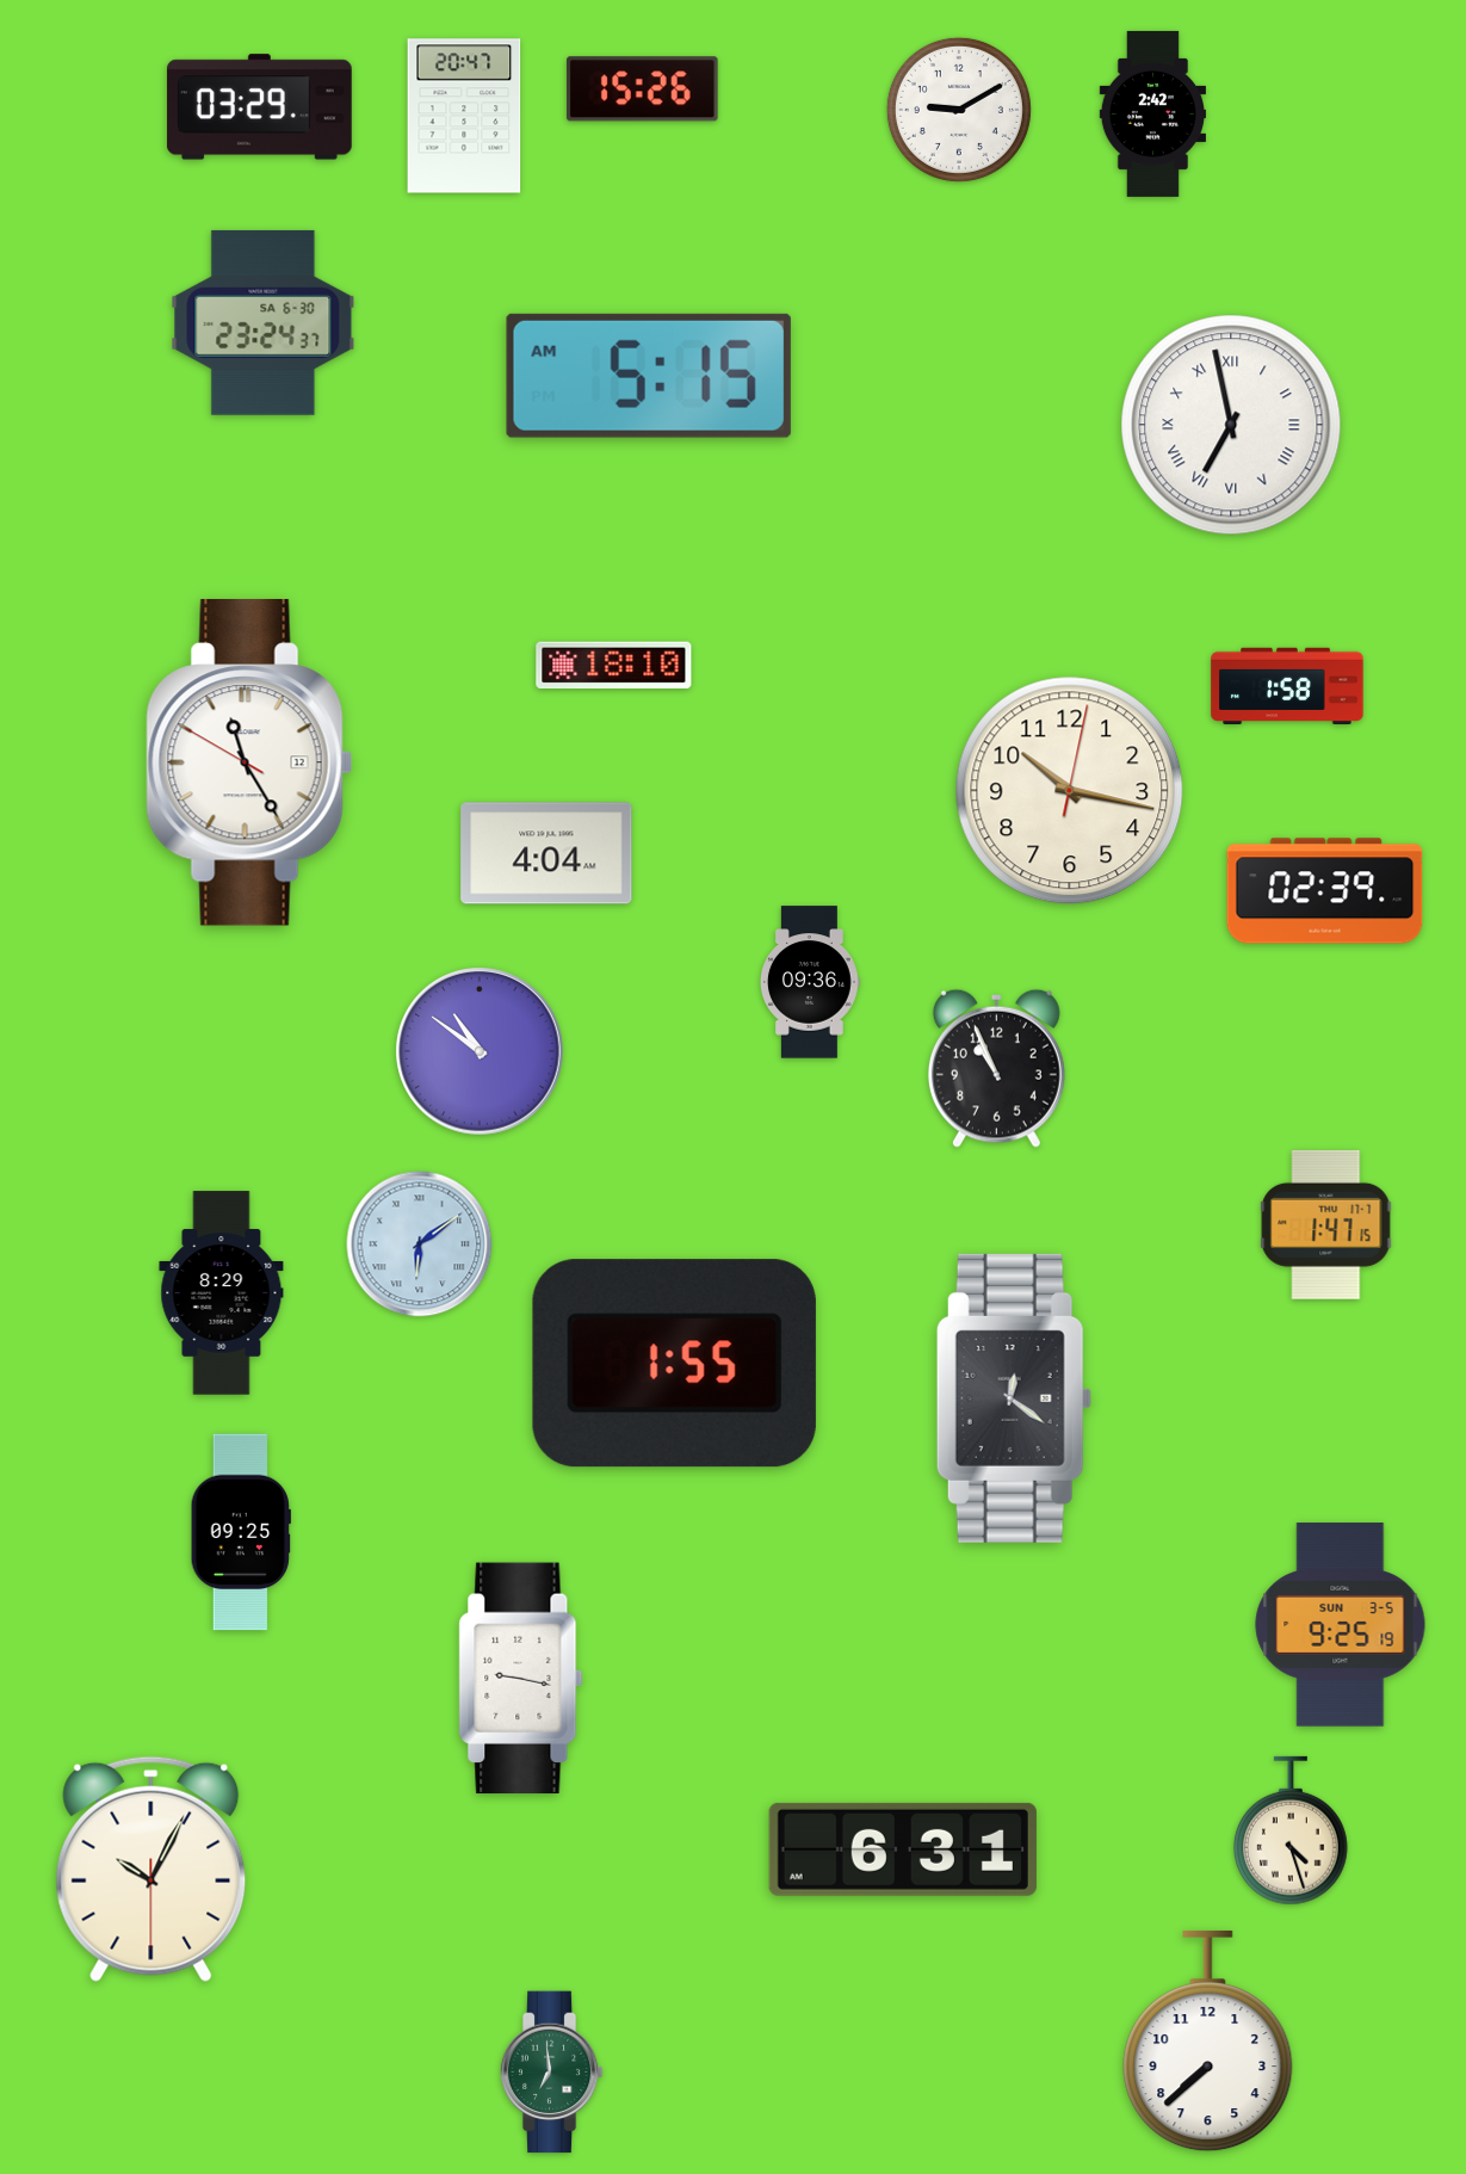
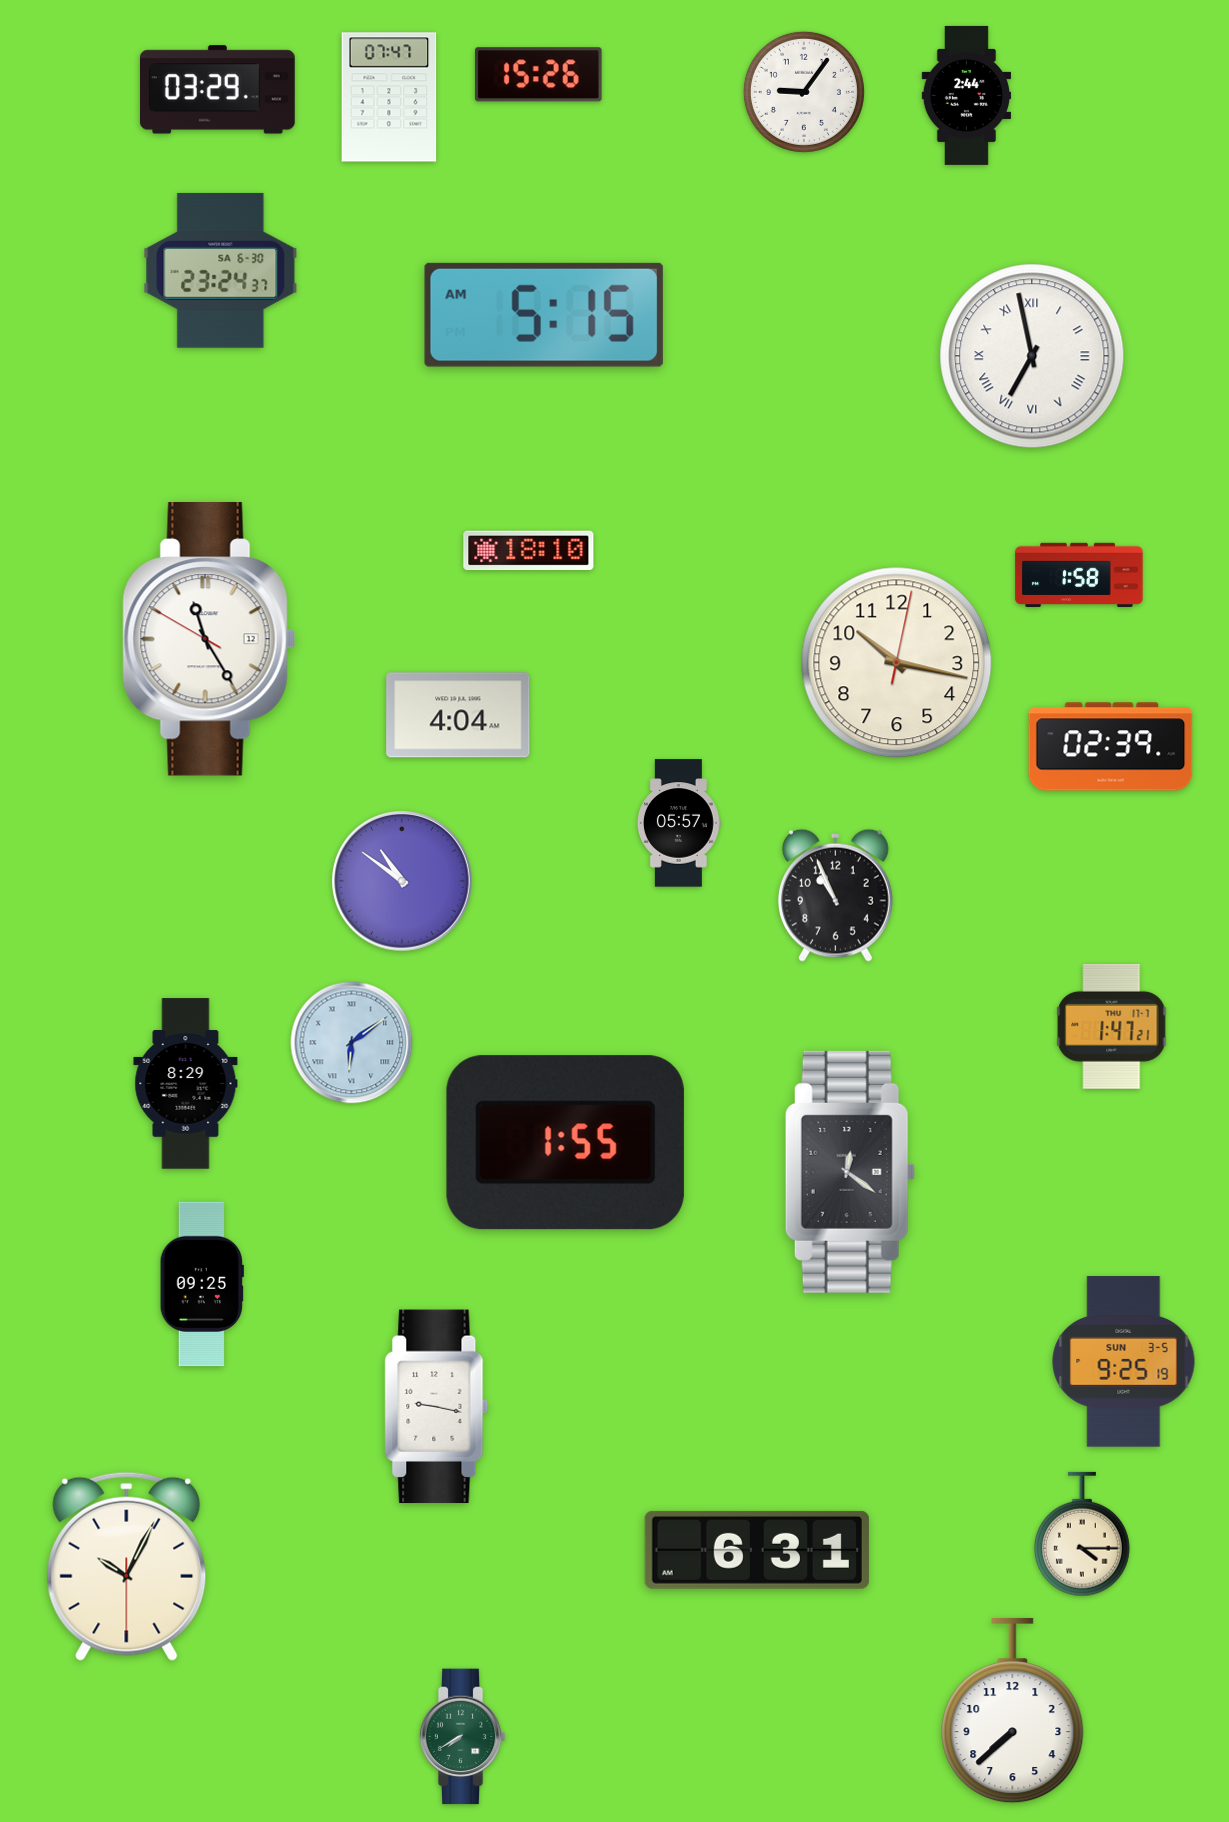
clock at (959, 110): 9:10 -> 9:06
clock at (1152, 113): 2:42 -> 2:44
clock at (464, 116): 20:47 -> 07:47
clock at (614, 666) position: (614, 666) -> (529, 551)
clock at (810, 982): 09:36 -> 05:57
clock at (1326, 1224): 1:47:15 -> 1:47:21
clock at (1291, 1830): 4:27 -> 4:15
clock at (551, 2073): 6:59 -> 7:40
